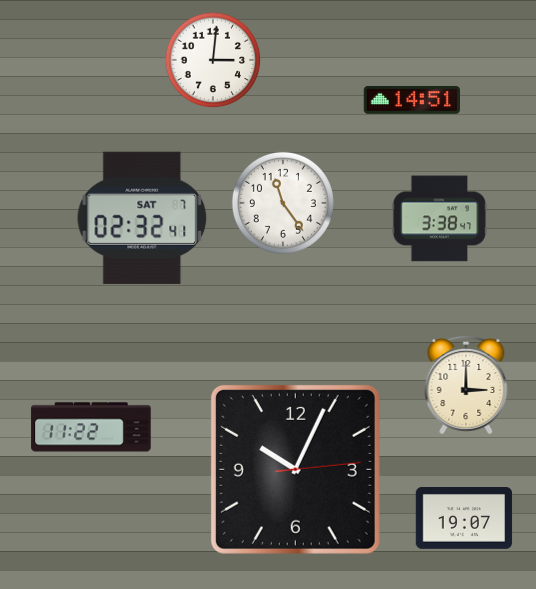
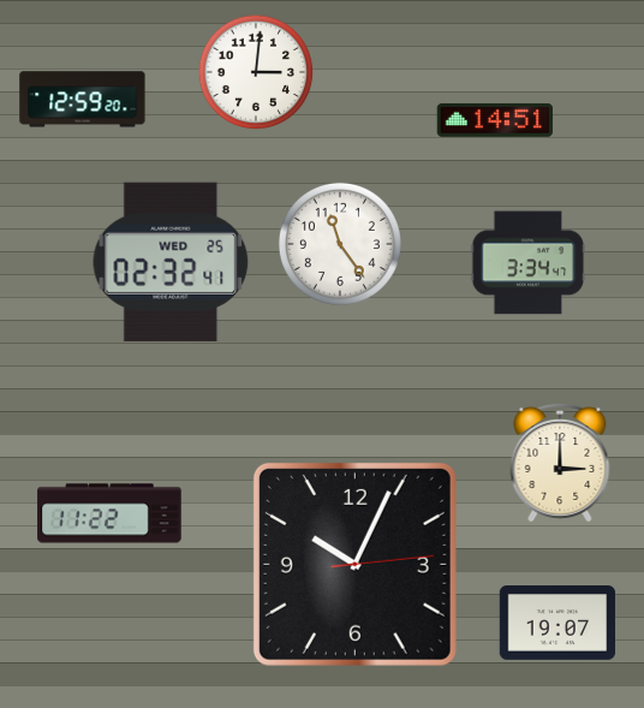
clock at (83, 100): none -> 12:59
clock at (142, 218) date: SAT 7 -> WED 25
clock at (440, 219): 3:38 -> 3:34
